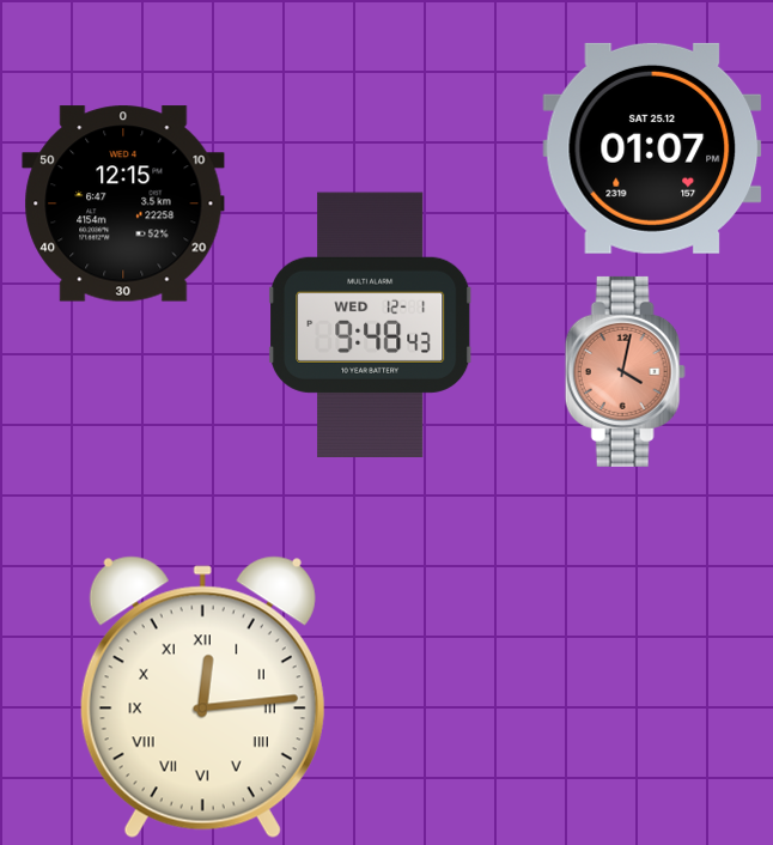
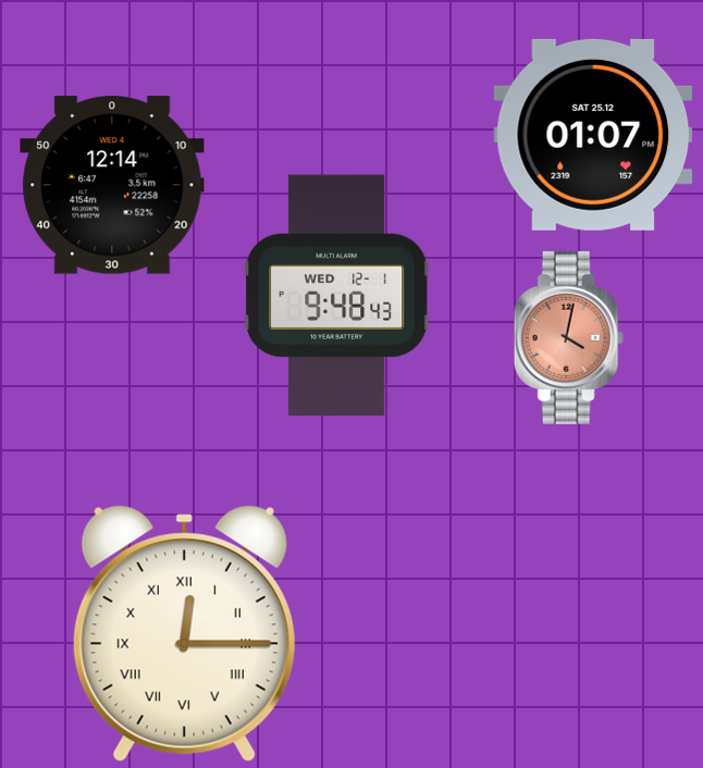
clock at (123, 203): 12:15 -> 12:14
clock at (202, 698): 12:14 -> 12:15
